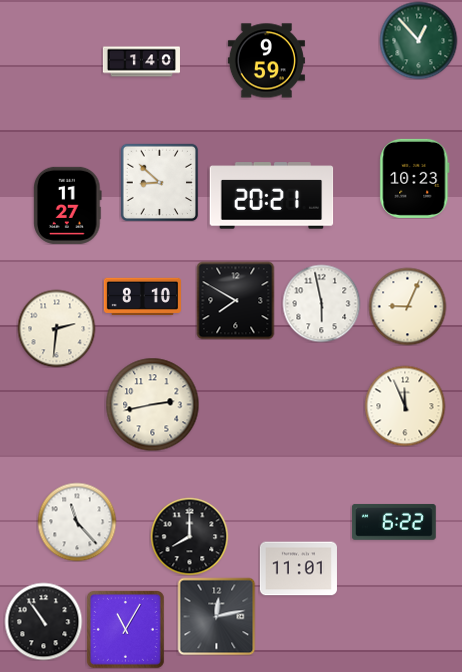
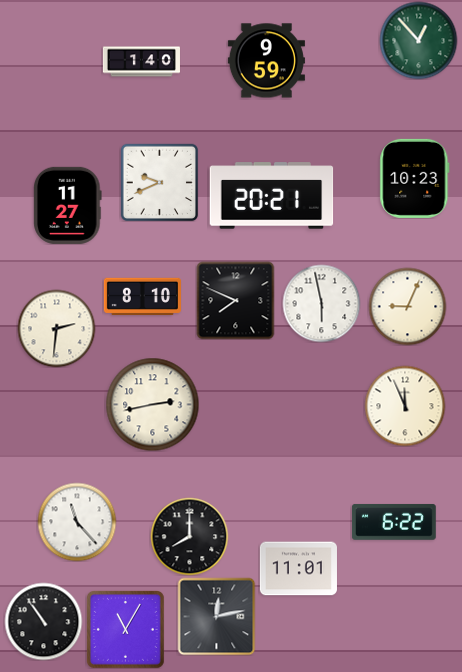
clock at (159, 182): 8:52 -> 9:41
clock at (235, 300): 7:50 -> 7:49
